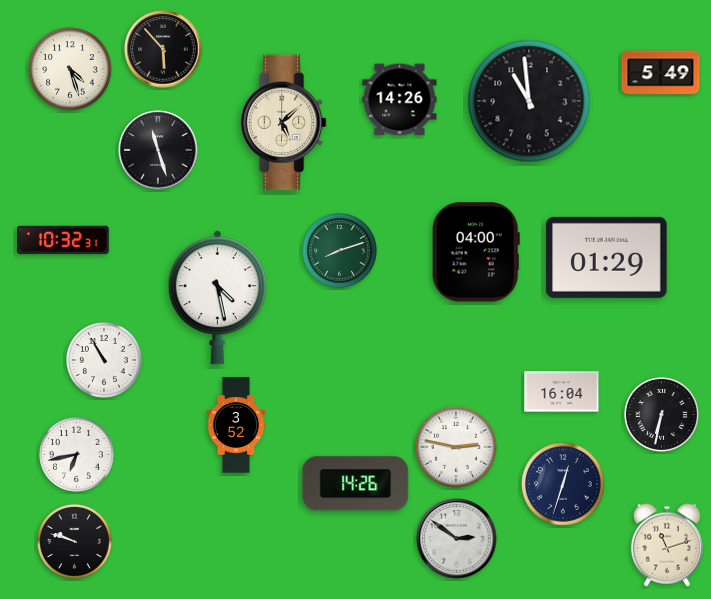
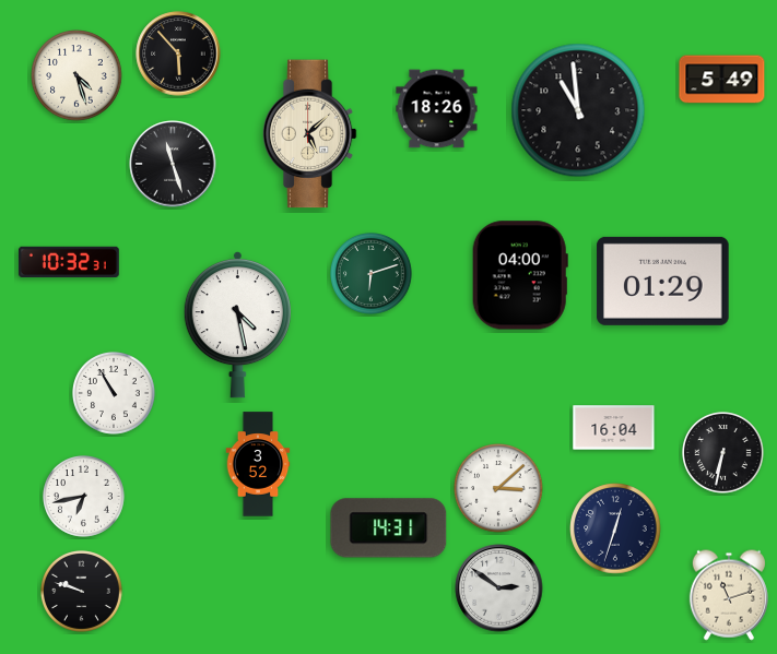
clock at (400, 100): 14:26 -> 18:26
clock at (340, 251): 8:12 -> 6:12
clock at (456, 447): 2:47 -> 3:08
clock at (356, 484): 14:26 -> 14:31
